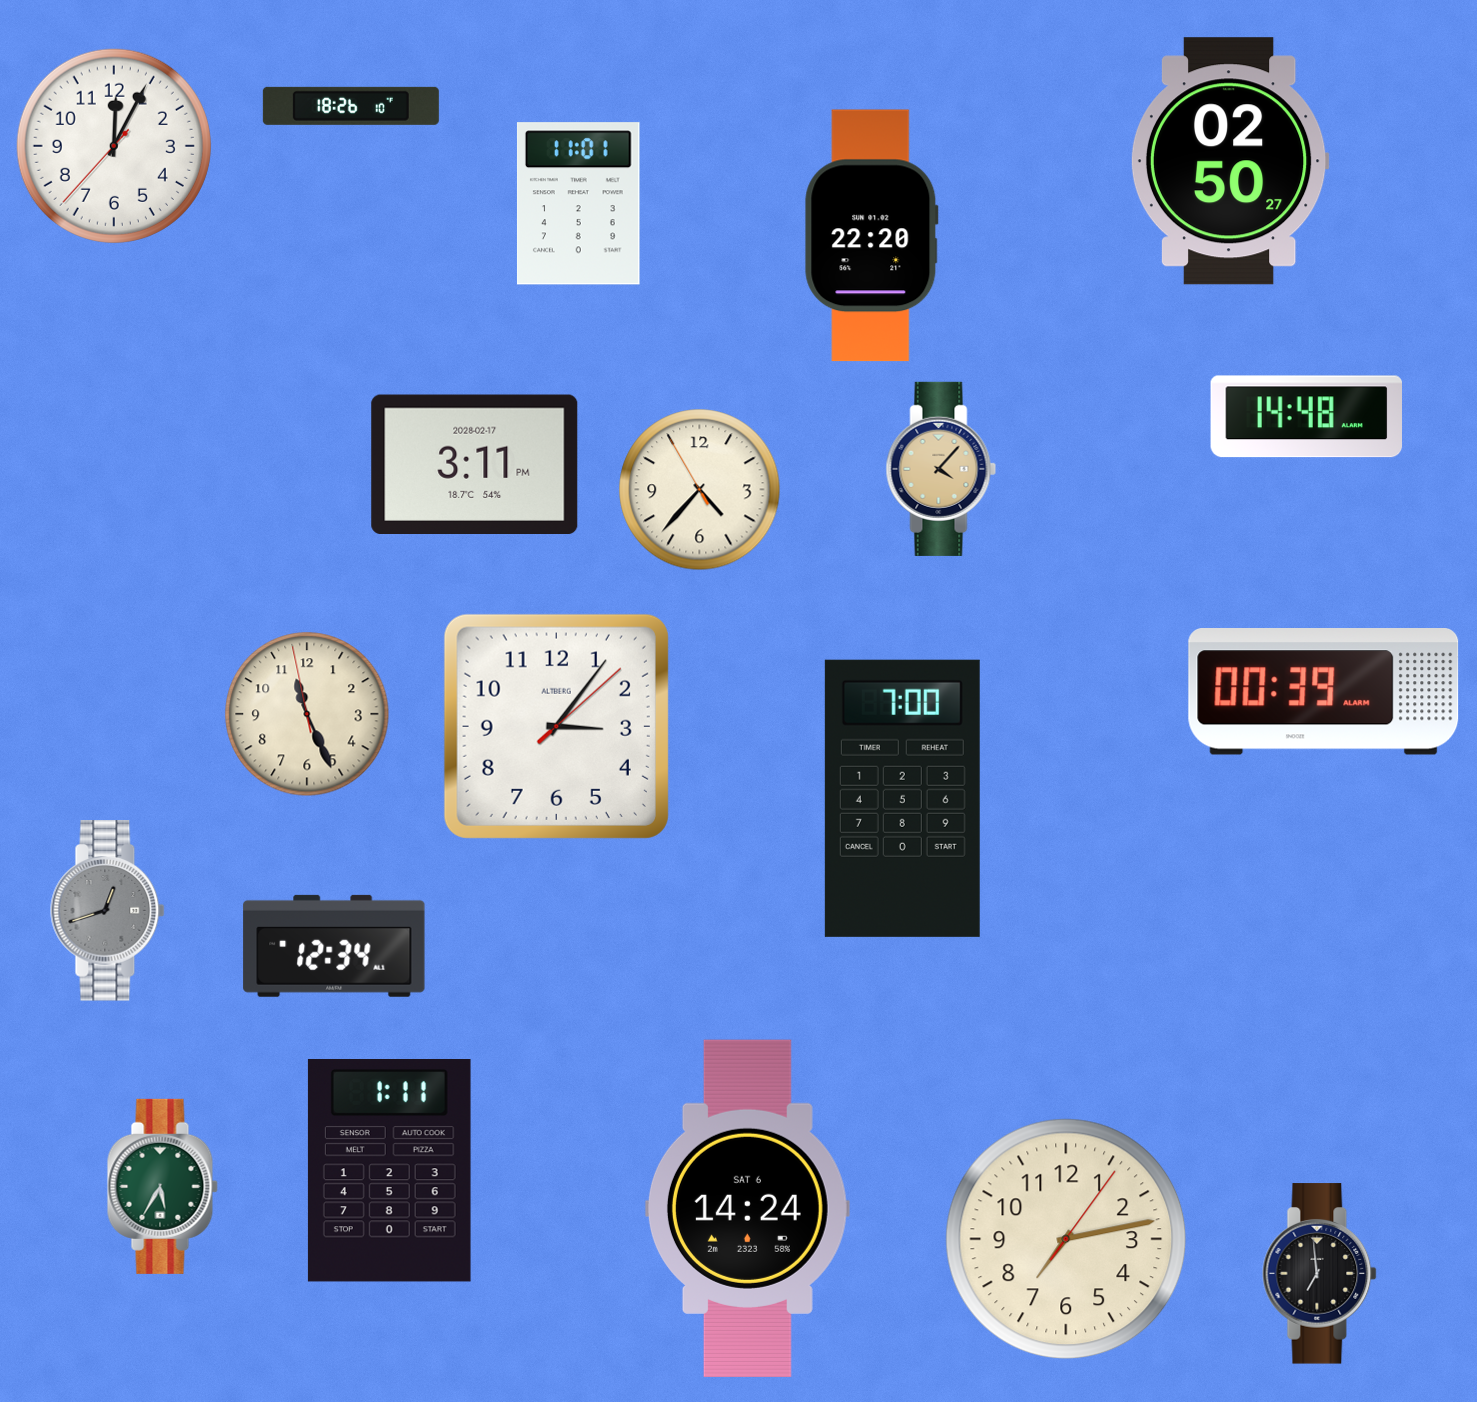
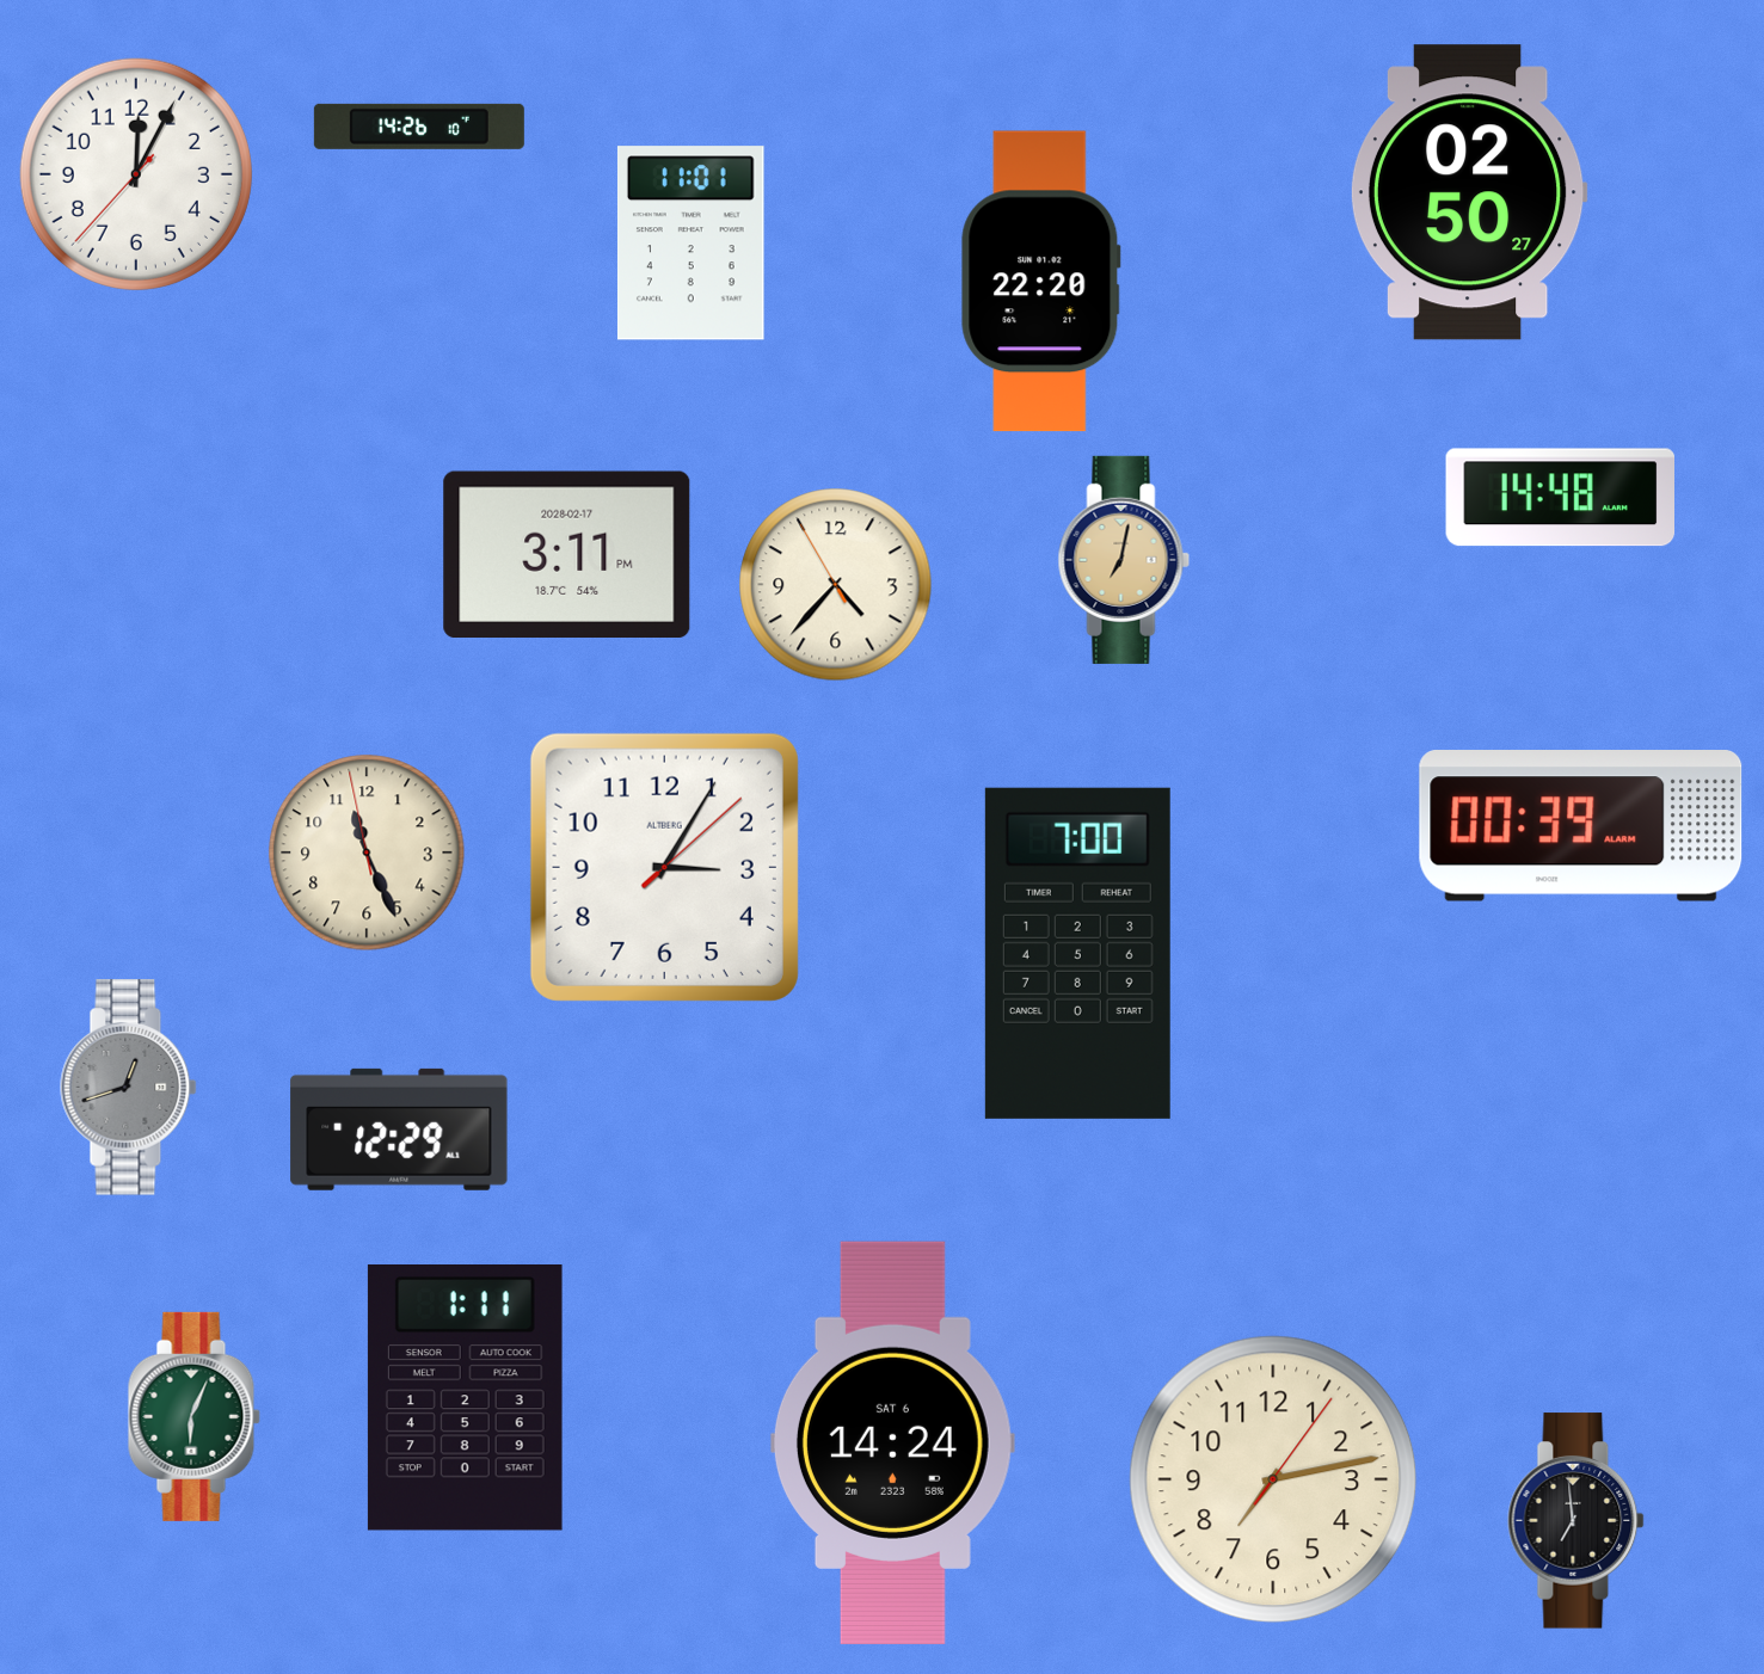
clock at (351, 106): 18:26 -> 14:26
clock at (941, 469): 4:07 -> 7:02
clock at (556, 726): 3:06 -> 3:05
clock at (334, 946): 12:34 -> 12:29
clock at (162, 1186): 5:35 -> 6:04
